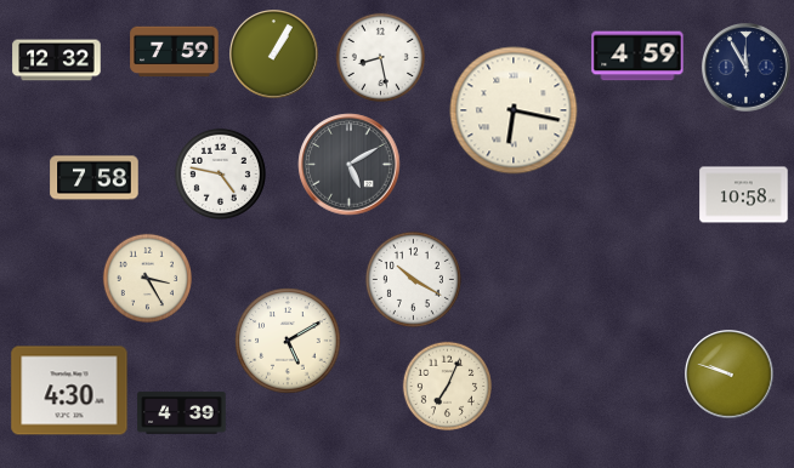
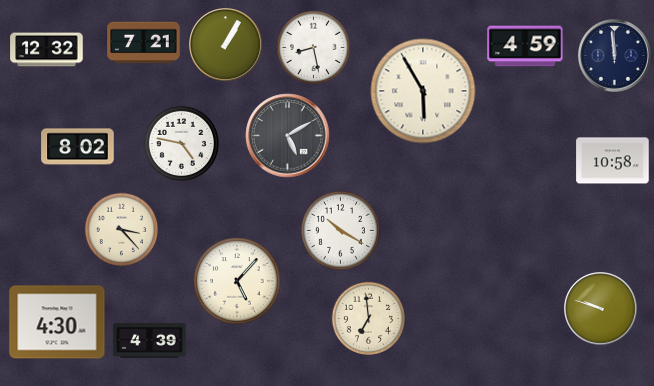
clock at (175, 52): 7:59 -> 7:21
clock at (747, 68): 11:55 -> 11:59
clock at (514, 110): 6:17 -> 5:55
clock at (95, 178): 7:58 -> 8:02
clock at (147, 278): 3:25 -> 3:23
clock at (288, 341): 5:10 -> 5:07
clock at (447, 386): 7:04 -> 6:59
